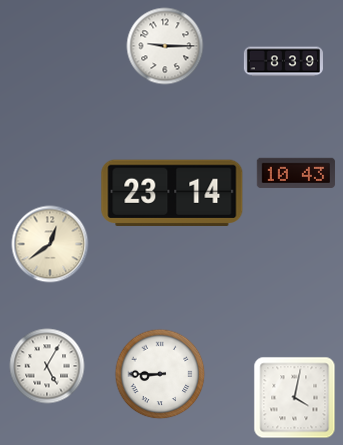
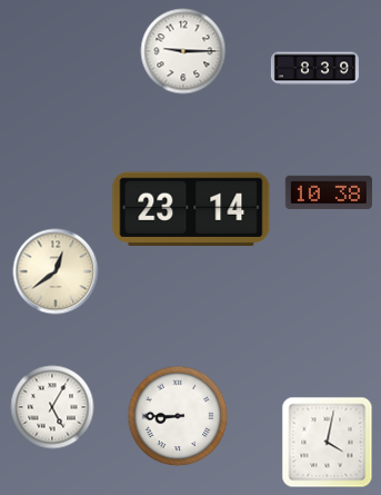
clock at (296, 172): 10:43 -> 10:38
clock at (172, 193) position: (172, 193) -> (191, 209)
